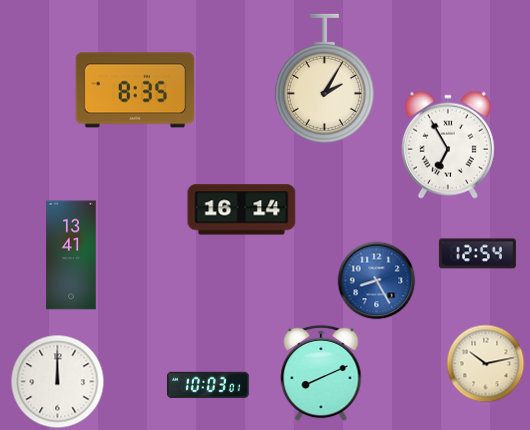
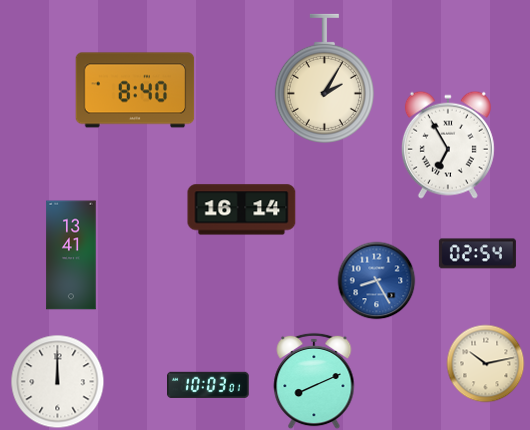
clock at (135, 90): 8:35 -> 8:40
clock at (477, 254): 12:54 -> 02:54
clock at (321, 373) position: (321, 373) -> (314, 381)
